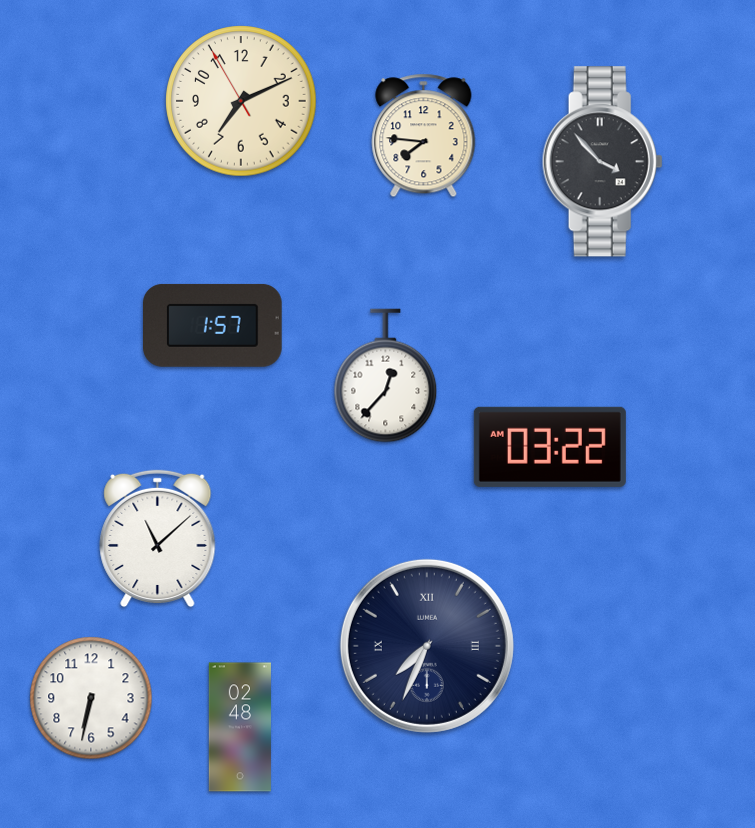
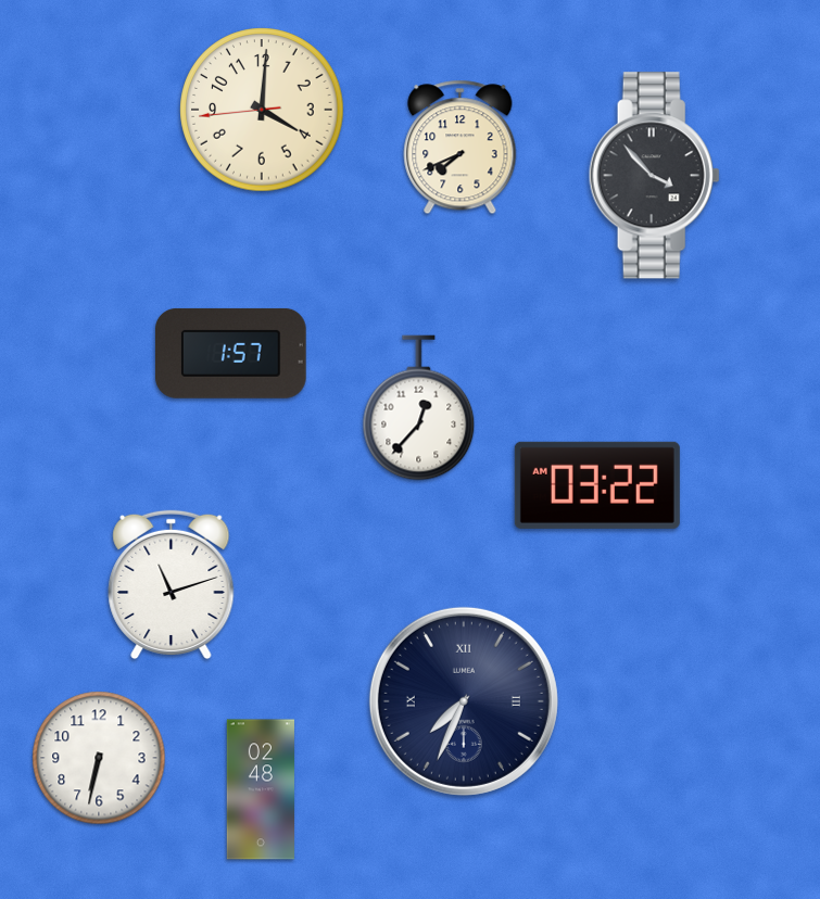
clock at (241, 101): 7:10 -> 4:00
clock at (424, 136): 7:46 -> 7:41
clock at (158, 539): 11:08 -> 11:12
